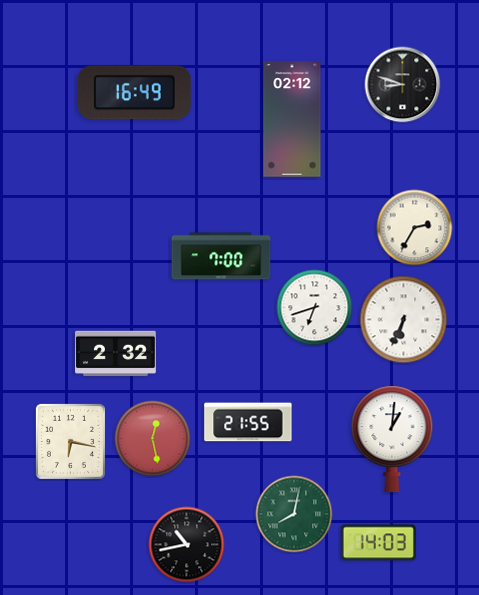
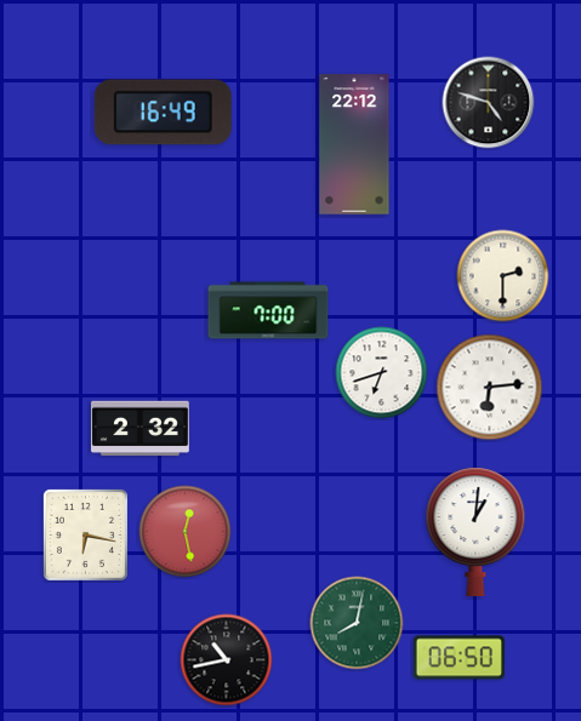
clock at (403, 85): 8:48 -> 4:48
clock at (292, 119): 02:12 -> 22:12
clock at (415, 228): 2:35 -> 2:30
clock at (404, 320): 6:34 -> 6:14
clock at (248, 422): 21:55 -> none
clock at (378, 543): 14:03 -> 06:50
